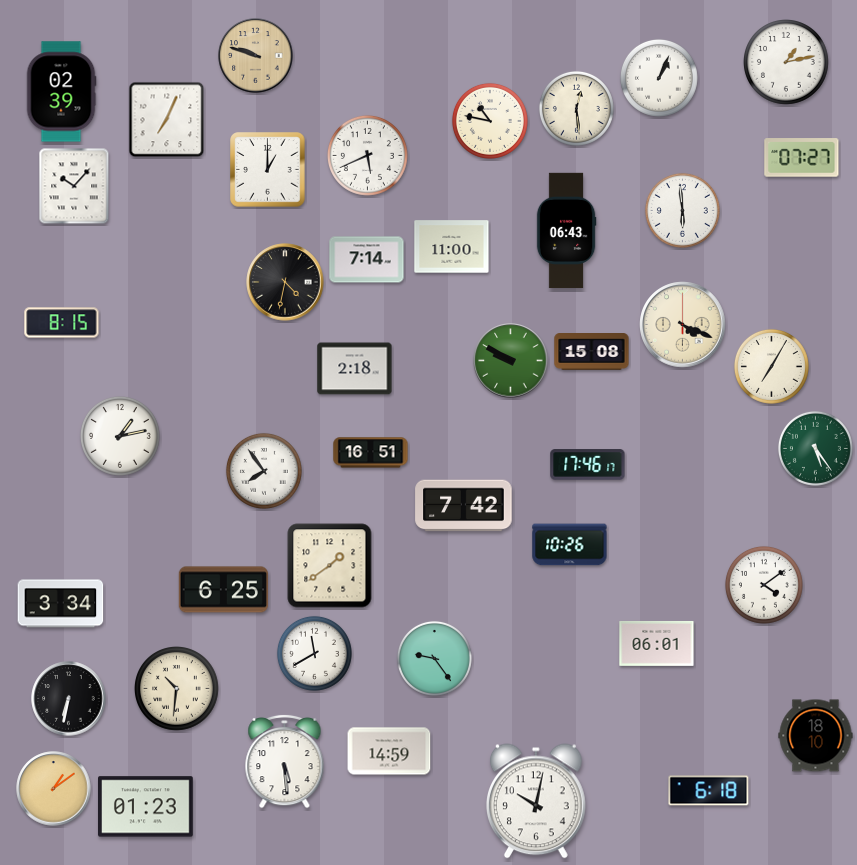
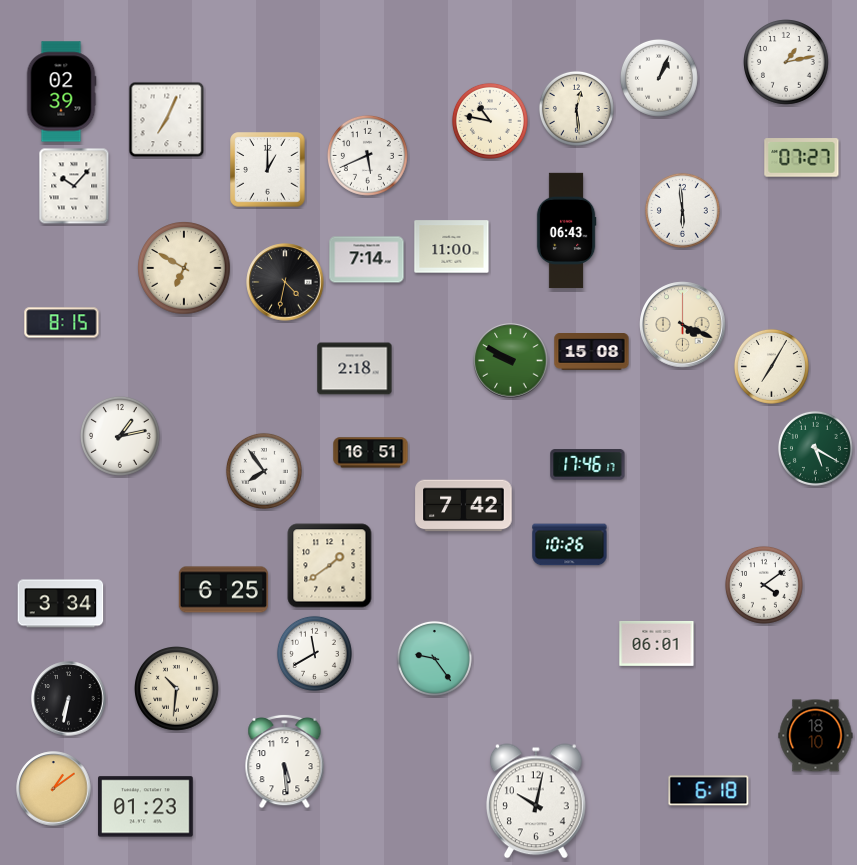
clock at (256, 56): 9:48 -> none
clock at (184, 268): none -> 6:50
clock at (815, 448): 5:24 -> 5:20
clock at (389, 751): 14:59 -> none
